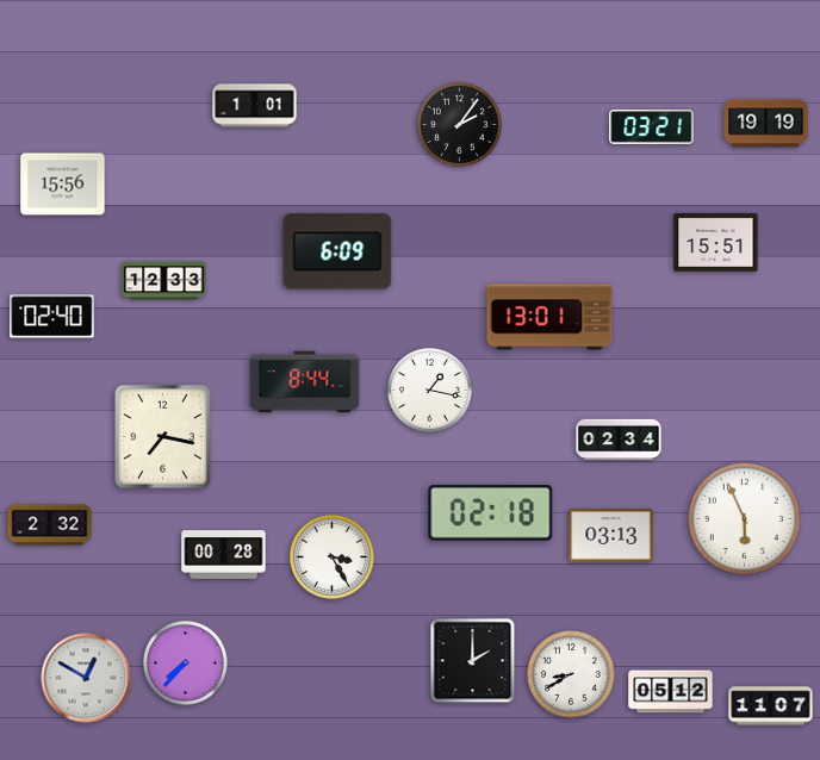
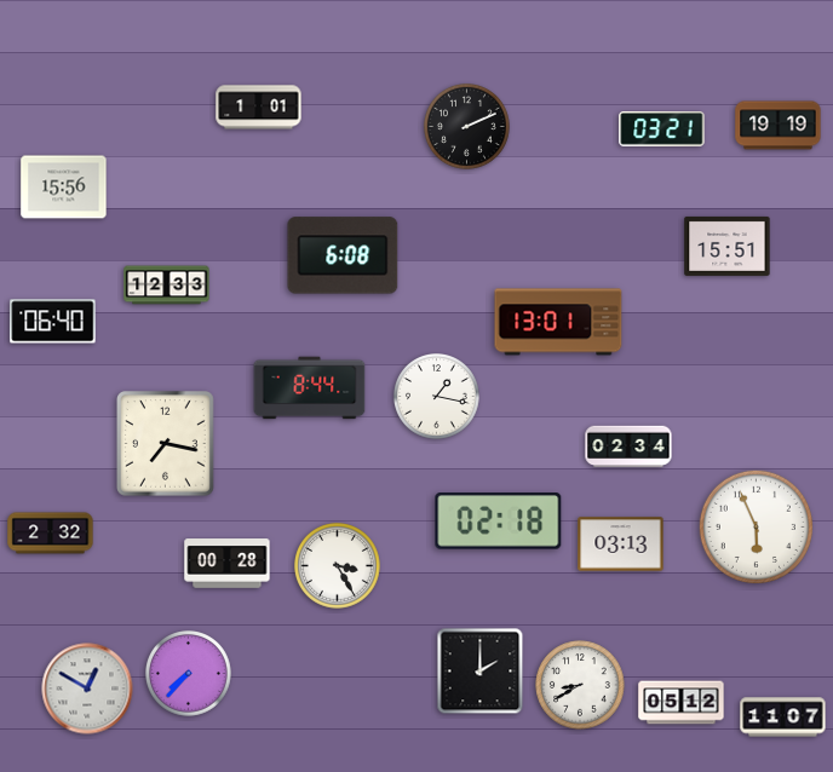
clock at (460, 125): 2:06 -> 2:11
clock at (337, 251): 6:09 -> 6:08
clock at (52, 317): 02:40 -> 06:40
